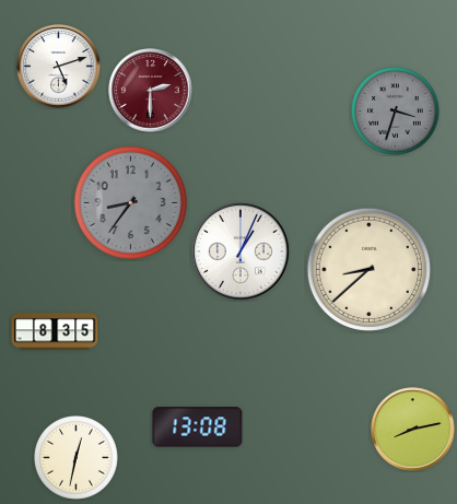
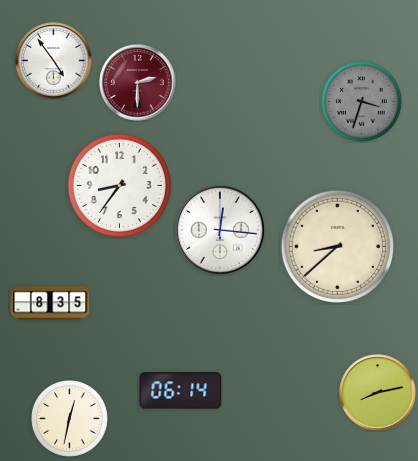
clock at (59, 67): 5:12 -> 4:54
clock at (130, 202) dial: grey -> white
clock at (241, 251): 1:04 -> 12:16
clock at (198, 427): 13:08 -> 06:14
